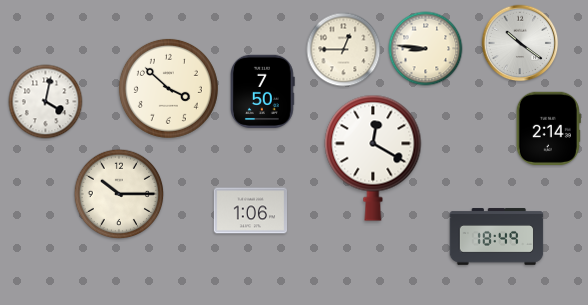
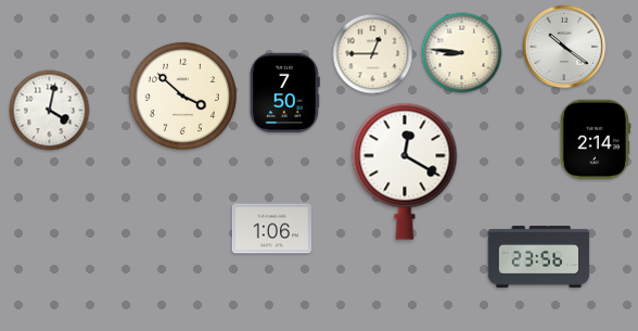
clock at (263, 91) position: (263, 91) -> (285, 92)
clock at (119, 194): 10:15 -> none
clock at (497, 237): 18:49 -> 23:56
